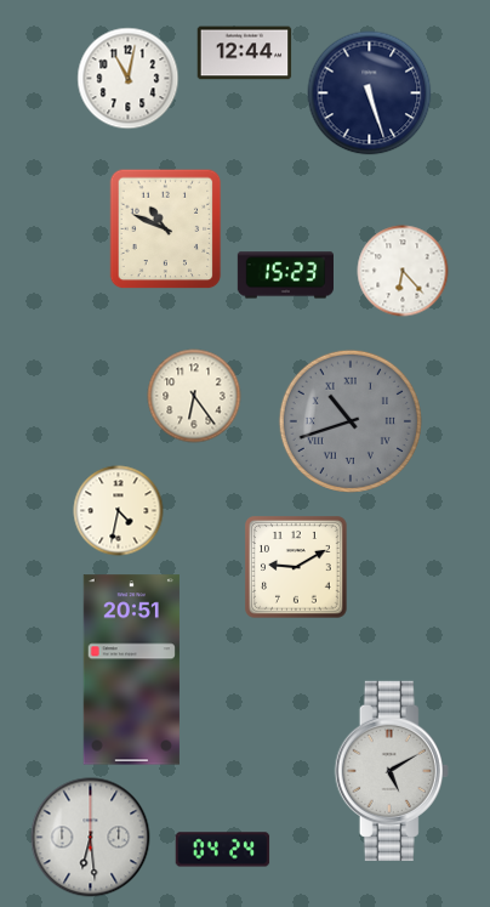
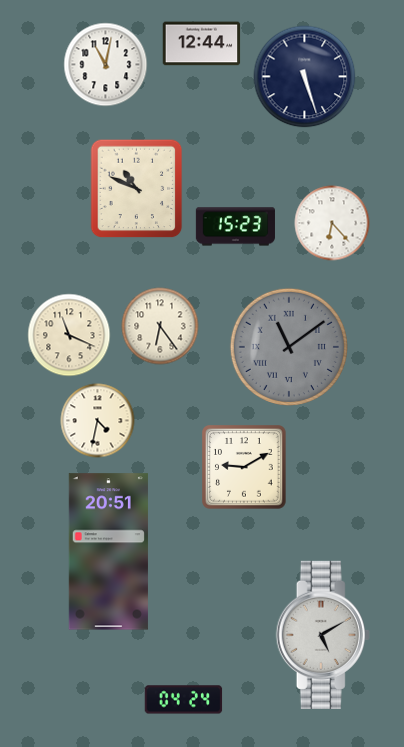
clock at (69, 335): none -> 11:19
clock at (351, 421): 10:42 -> 11:09
clock at (91, 838): 6:29 -> none
